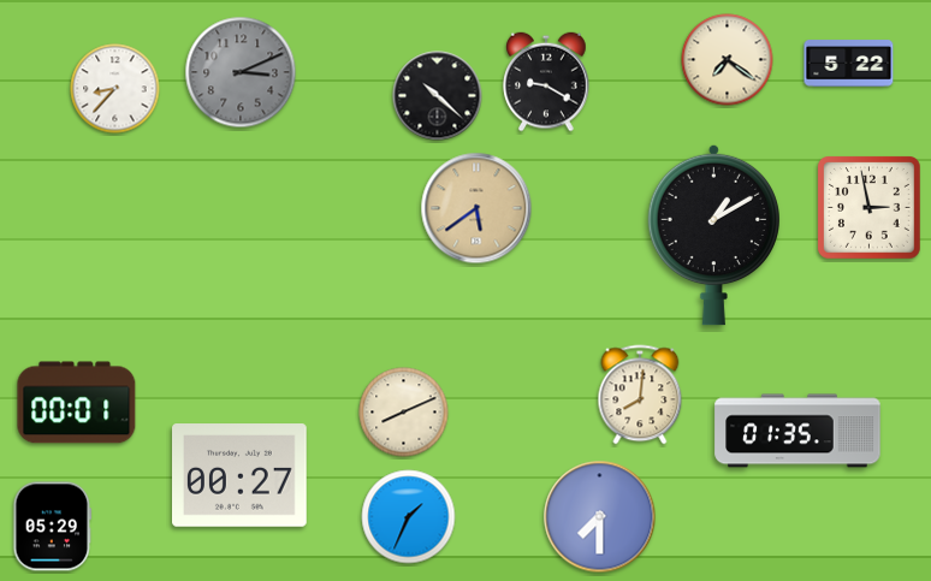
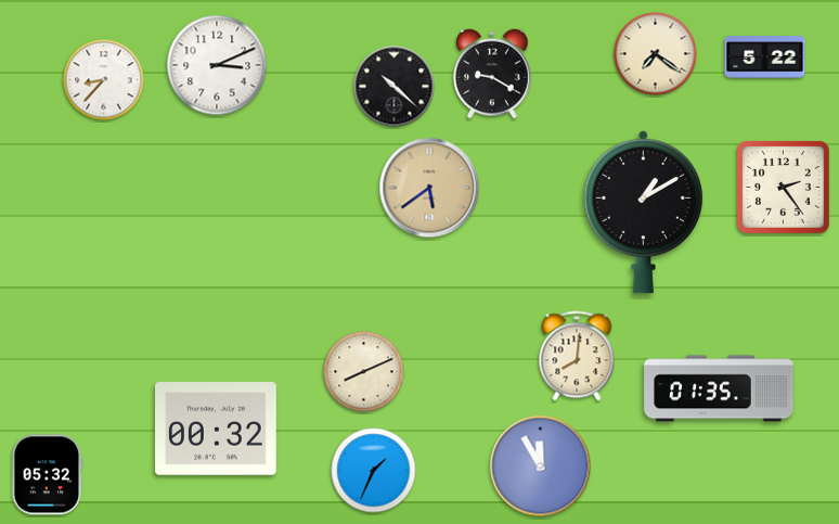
clock at (241, 72) dial: grey -> white
clock at (870, 208): 2:58 -> 2:24
clock at (77, 403): 00:01 -> none
clock at (241, 475): 00:27 -> 00:32
clock at (409, 517) position: (409, 517) -> (374, 471)
clock at (600, 517): 7:30 -> 11:55
clock at (53, 527): 05:29 -> 05:32
